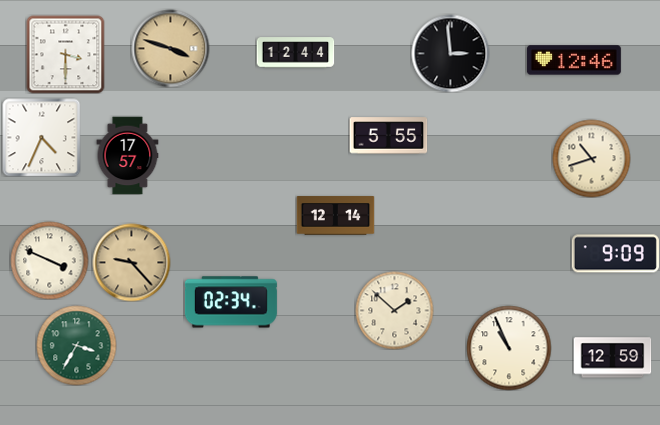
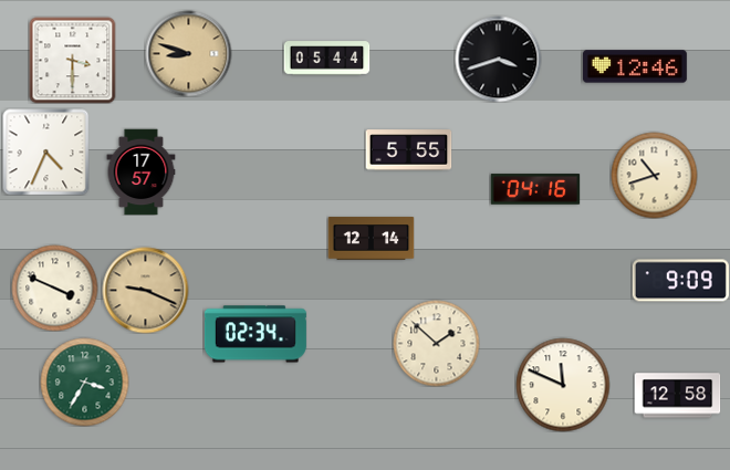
clock at (170, 48): 3:48 -> 8:48
clock at (295, 53): 12:44 -> 05:44
clock at (450, 53): 2:59 -> 3:42
clock at (388, 136) position: (388, 136) -> (408, 150)
clock at (535, 189): none -> 04:16
clock at (131, 262): 9:23 -> 9:19
clock at (509, 348): 10:56 -> 11:49
clock at (612, 358): 12:59 -> 12:58
